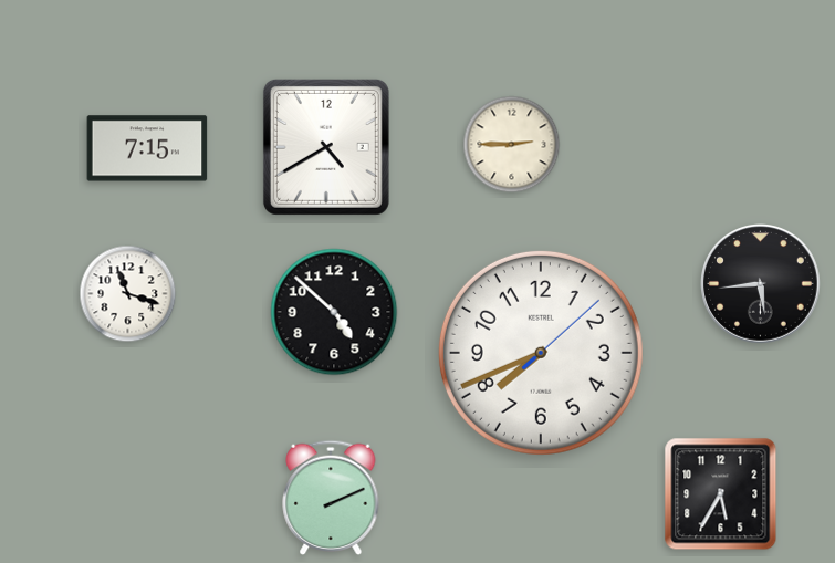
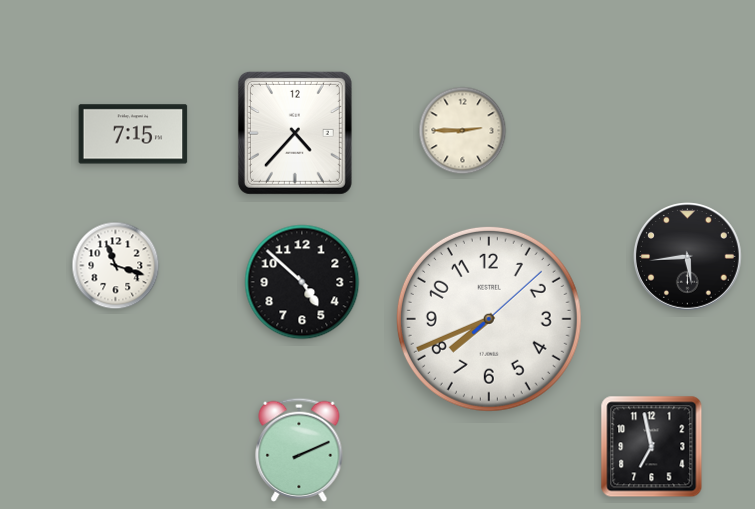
clock at (326, 147): 4:40 -> 4:37
clock at (721, 494): 5:35 -> 6:58
